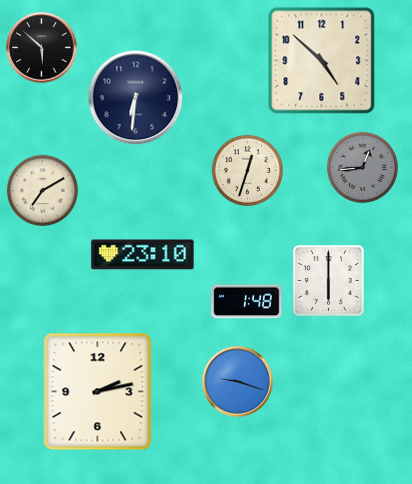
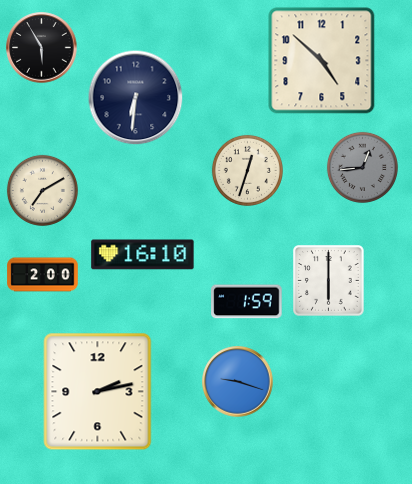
clock at (42, 48): 5:52 -> 5:55
clock at (143, 255): 23:10 -> 16:10
clock at (43, 275): none -> 2:00
clock at (247, 302): 1:48 -> 1:59
